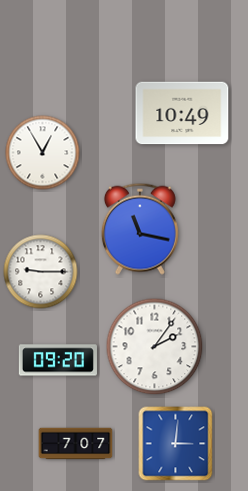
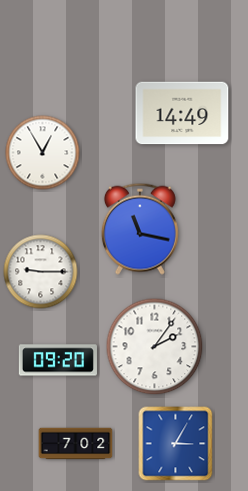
clock at (182, 113): 10:49 -> 14:49
clock at (76, 444): 7:07 -> 7:02
clock at (176, 444): 3:01 -> 3:05
